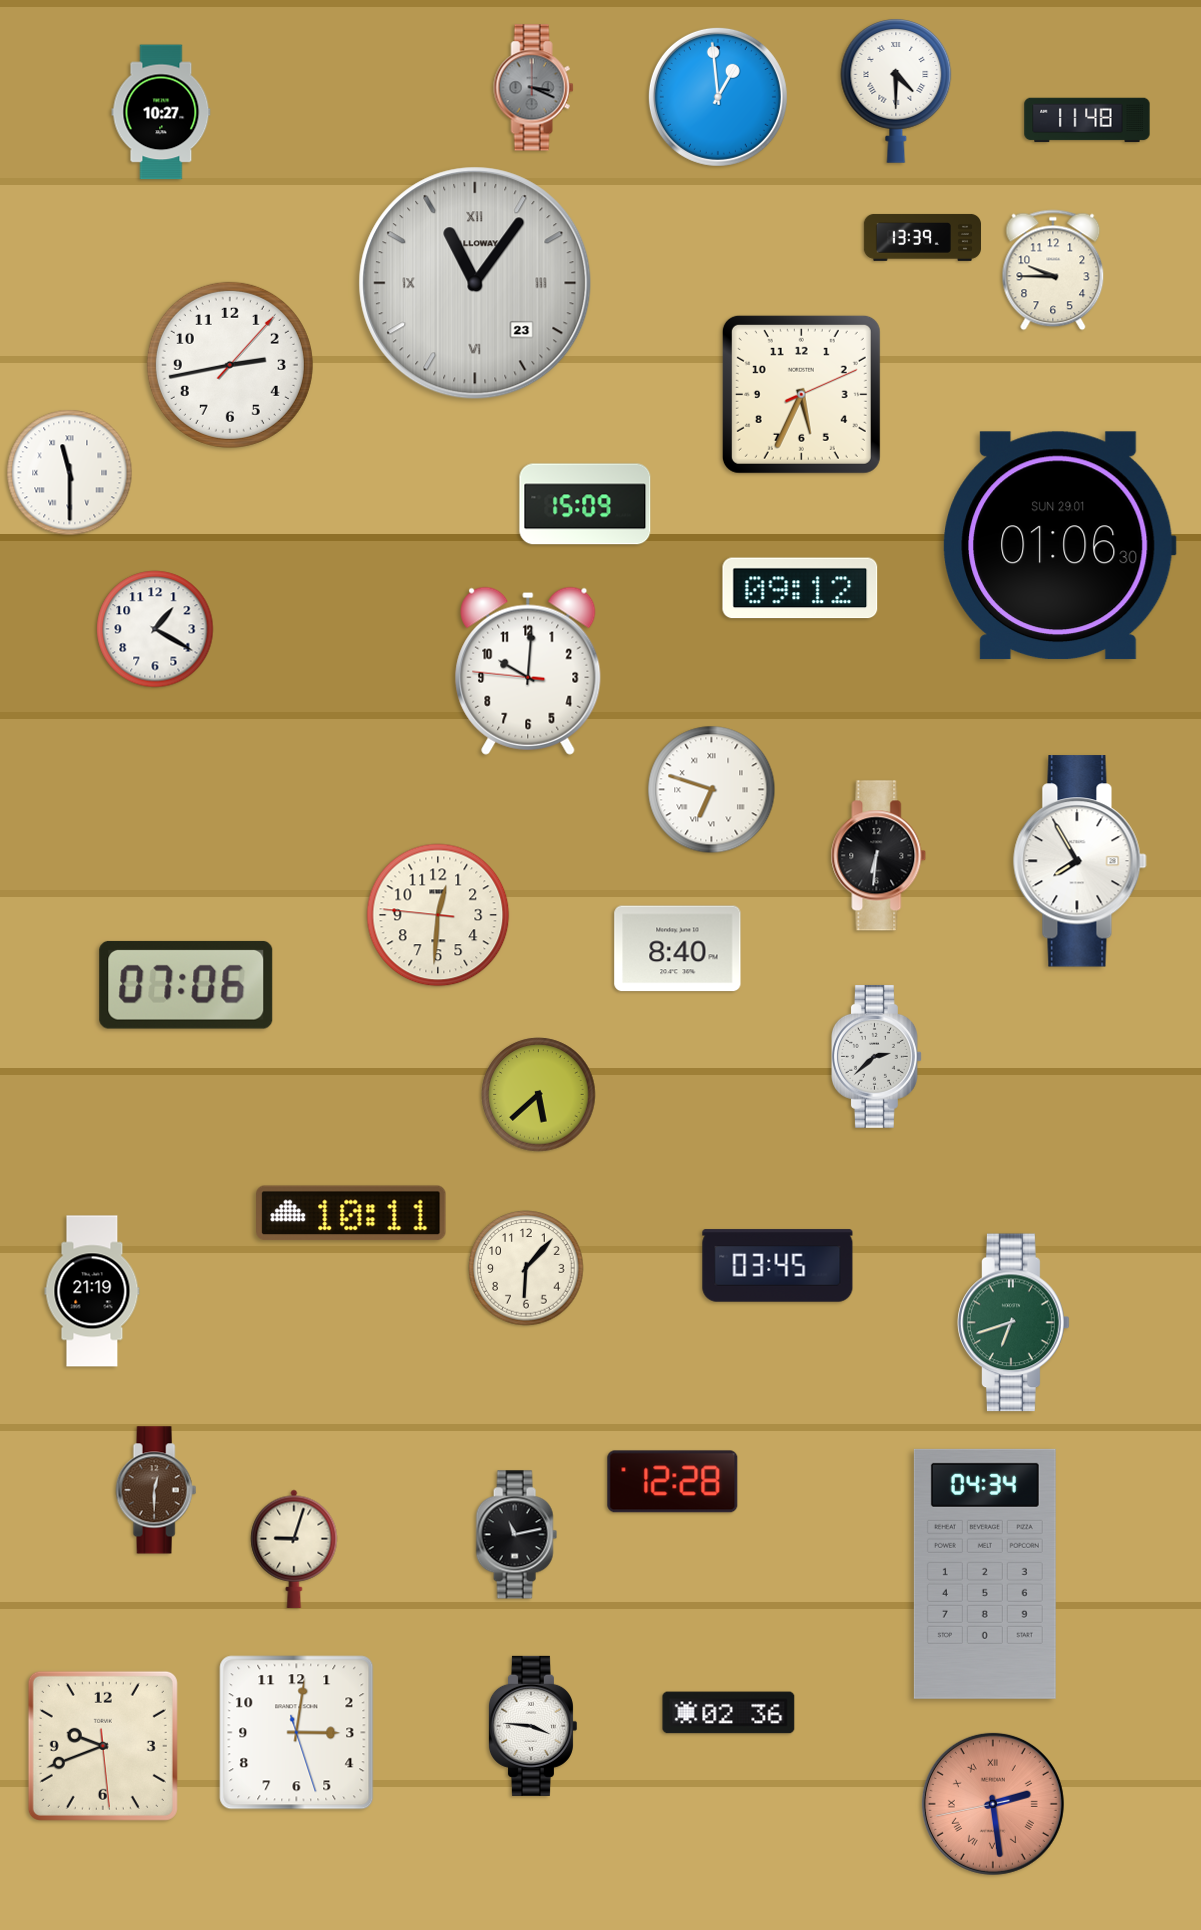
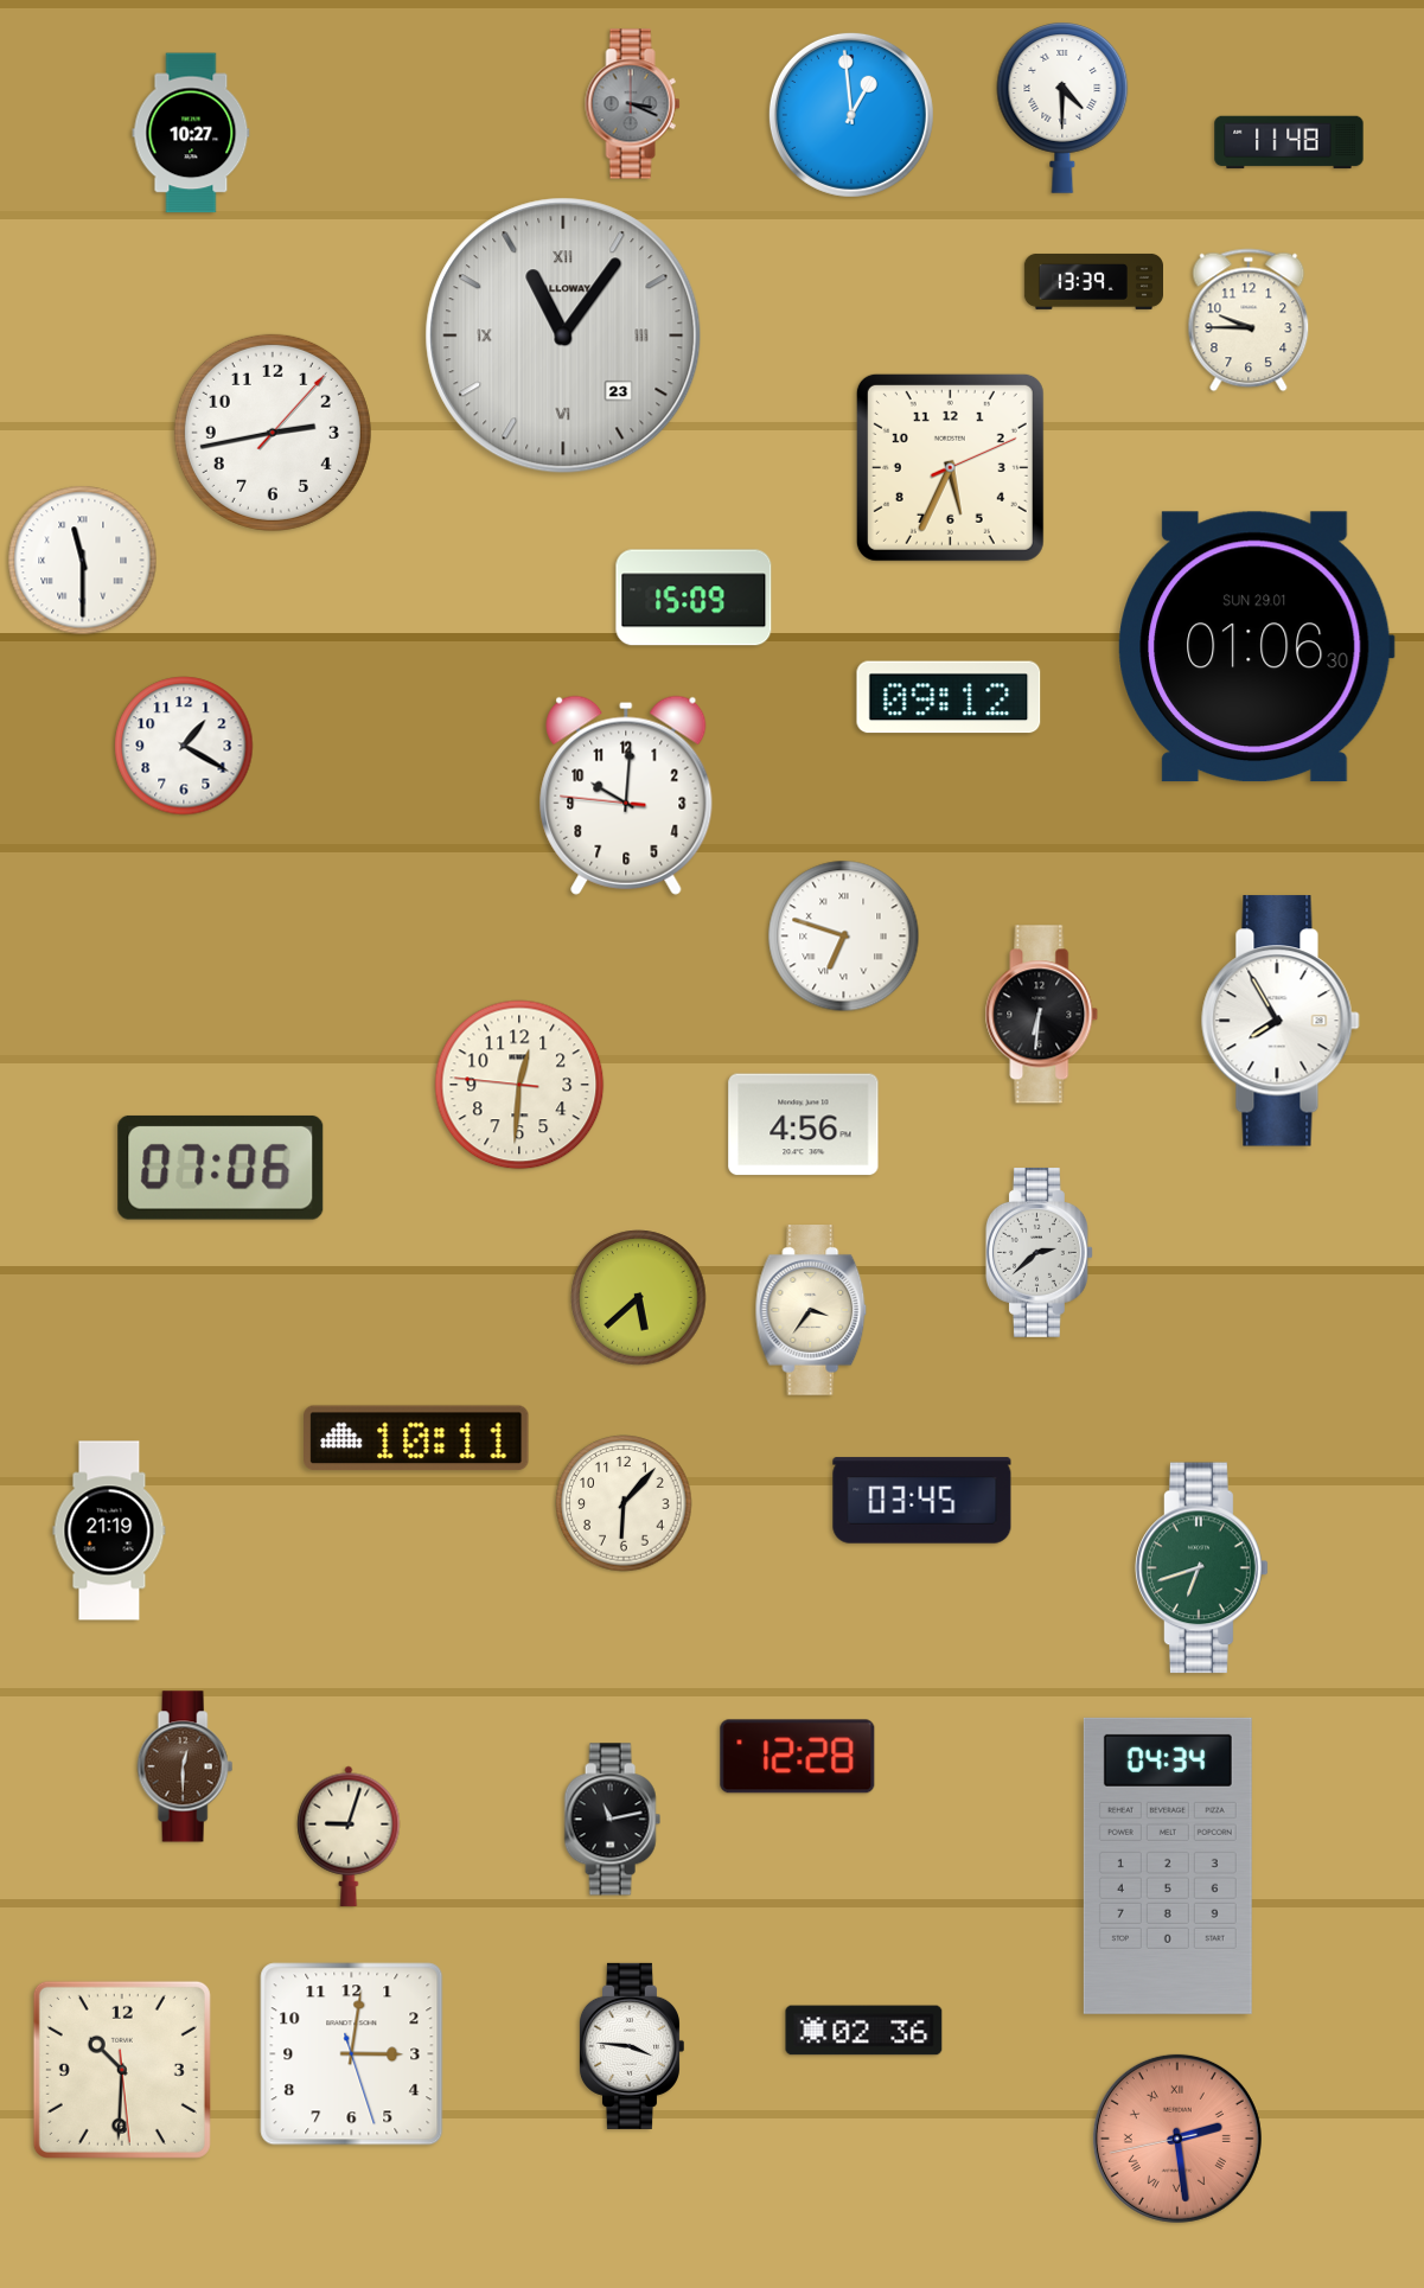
clock at (678, 949): 8:40 -> 4:56
clock at (811, 1311): none -> 3:36
clock at (103, 1746): 9:41 -> 10:30
